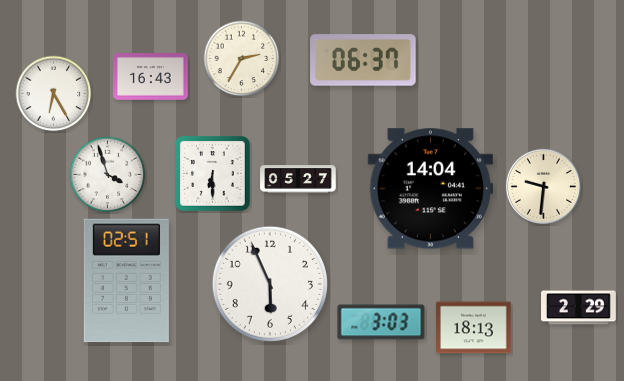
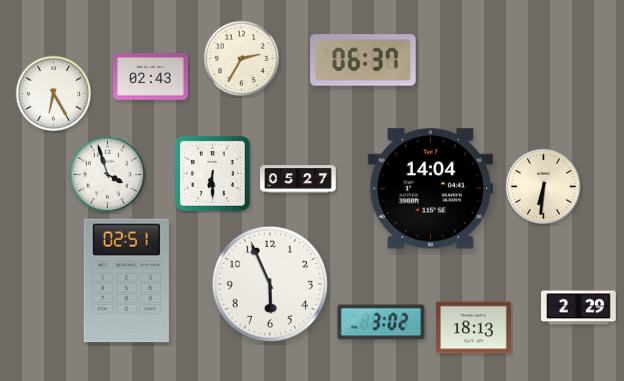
clock at (151, 77): 16:43 -> 02:43
clock at (543, 186): 9:31 -> 6:31
clock at (381, 322): 3:03 -> 3:02
